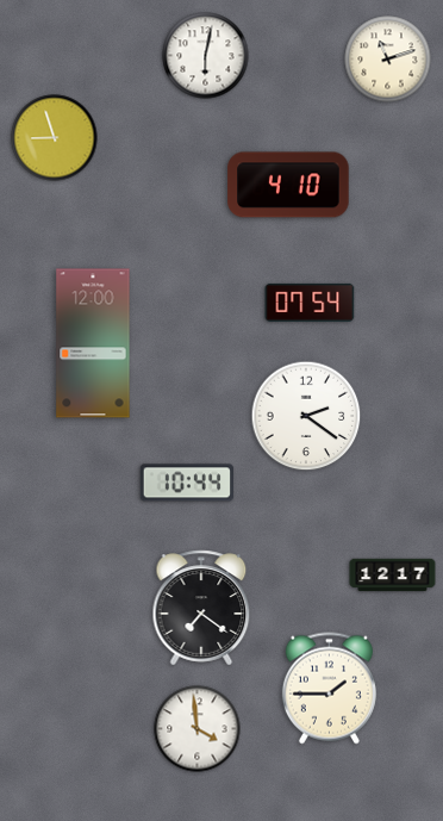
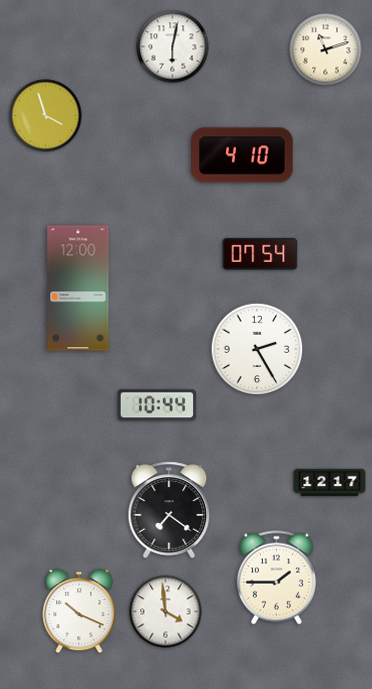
clock at (55, 138): 8:57 -> 3:57
clock at (306, 416): 2:21 -> 2:25
clock at (79, 611): none -> 10:19
